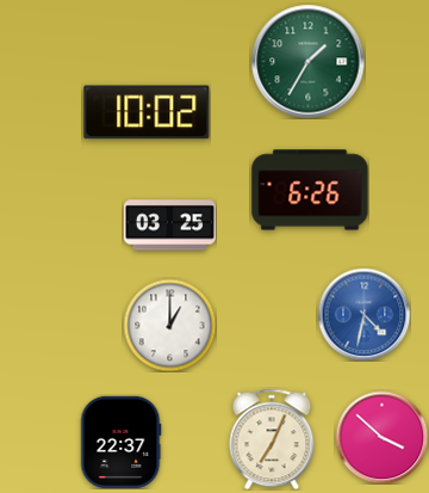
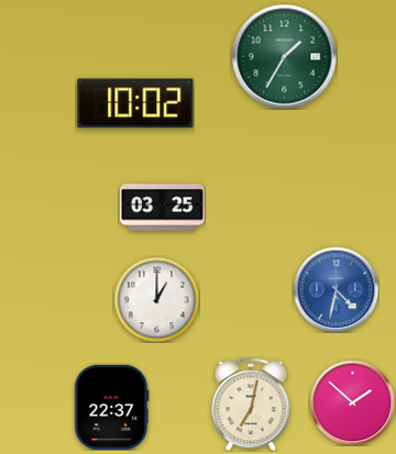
clock at (310, 190): 6:26 -> none
clock at (169, 226) position: (169, 226) -> (162, 208)
clock at (381, 437): 3:52 -> 1:52
clock at (272, 439): 7:04 -> 7:02
